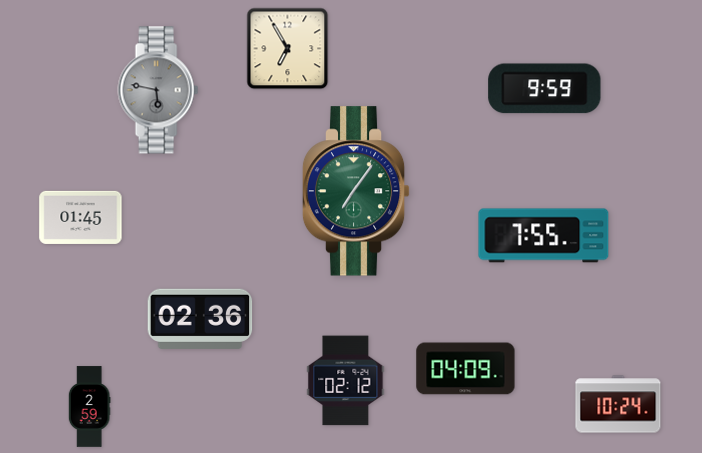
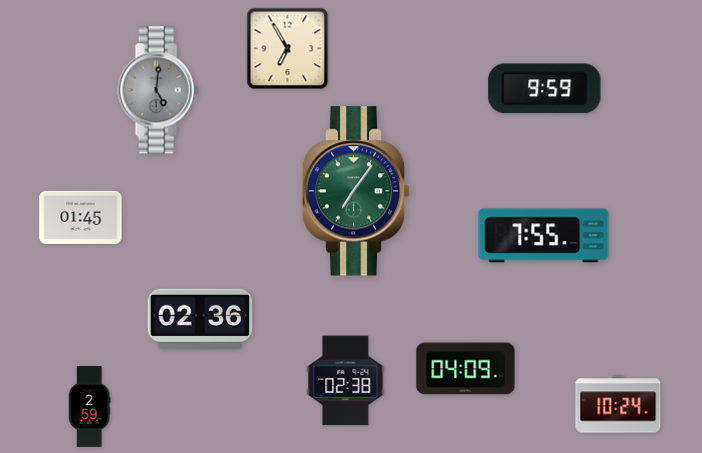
clock at (158, 90): 5:47 -> 5:01
clock at (346, 381): 02:12 -> 02:38
